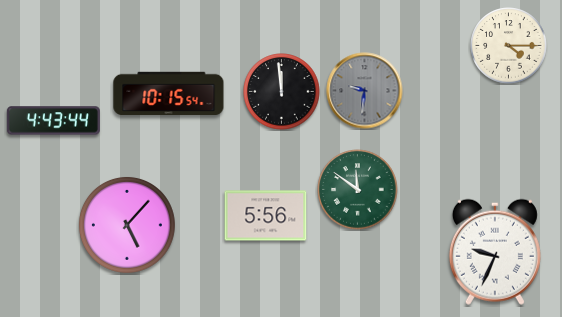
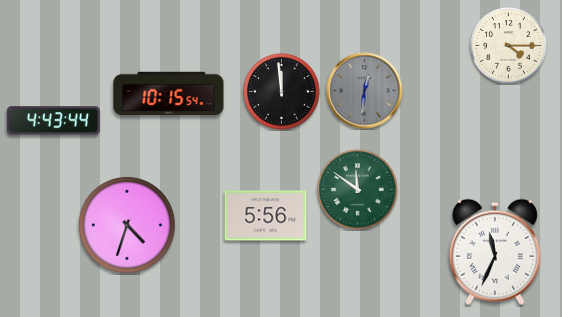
clock at (365, 91): 9:31 -> 12:31
clock at (127, 225): 5:07 -> 4:33
clock at (495, 252): 9:34 -> 11:34
